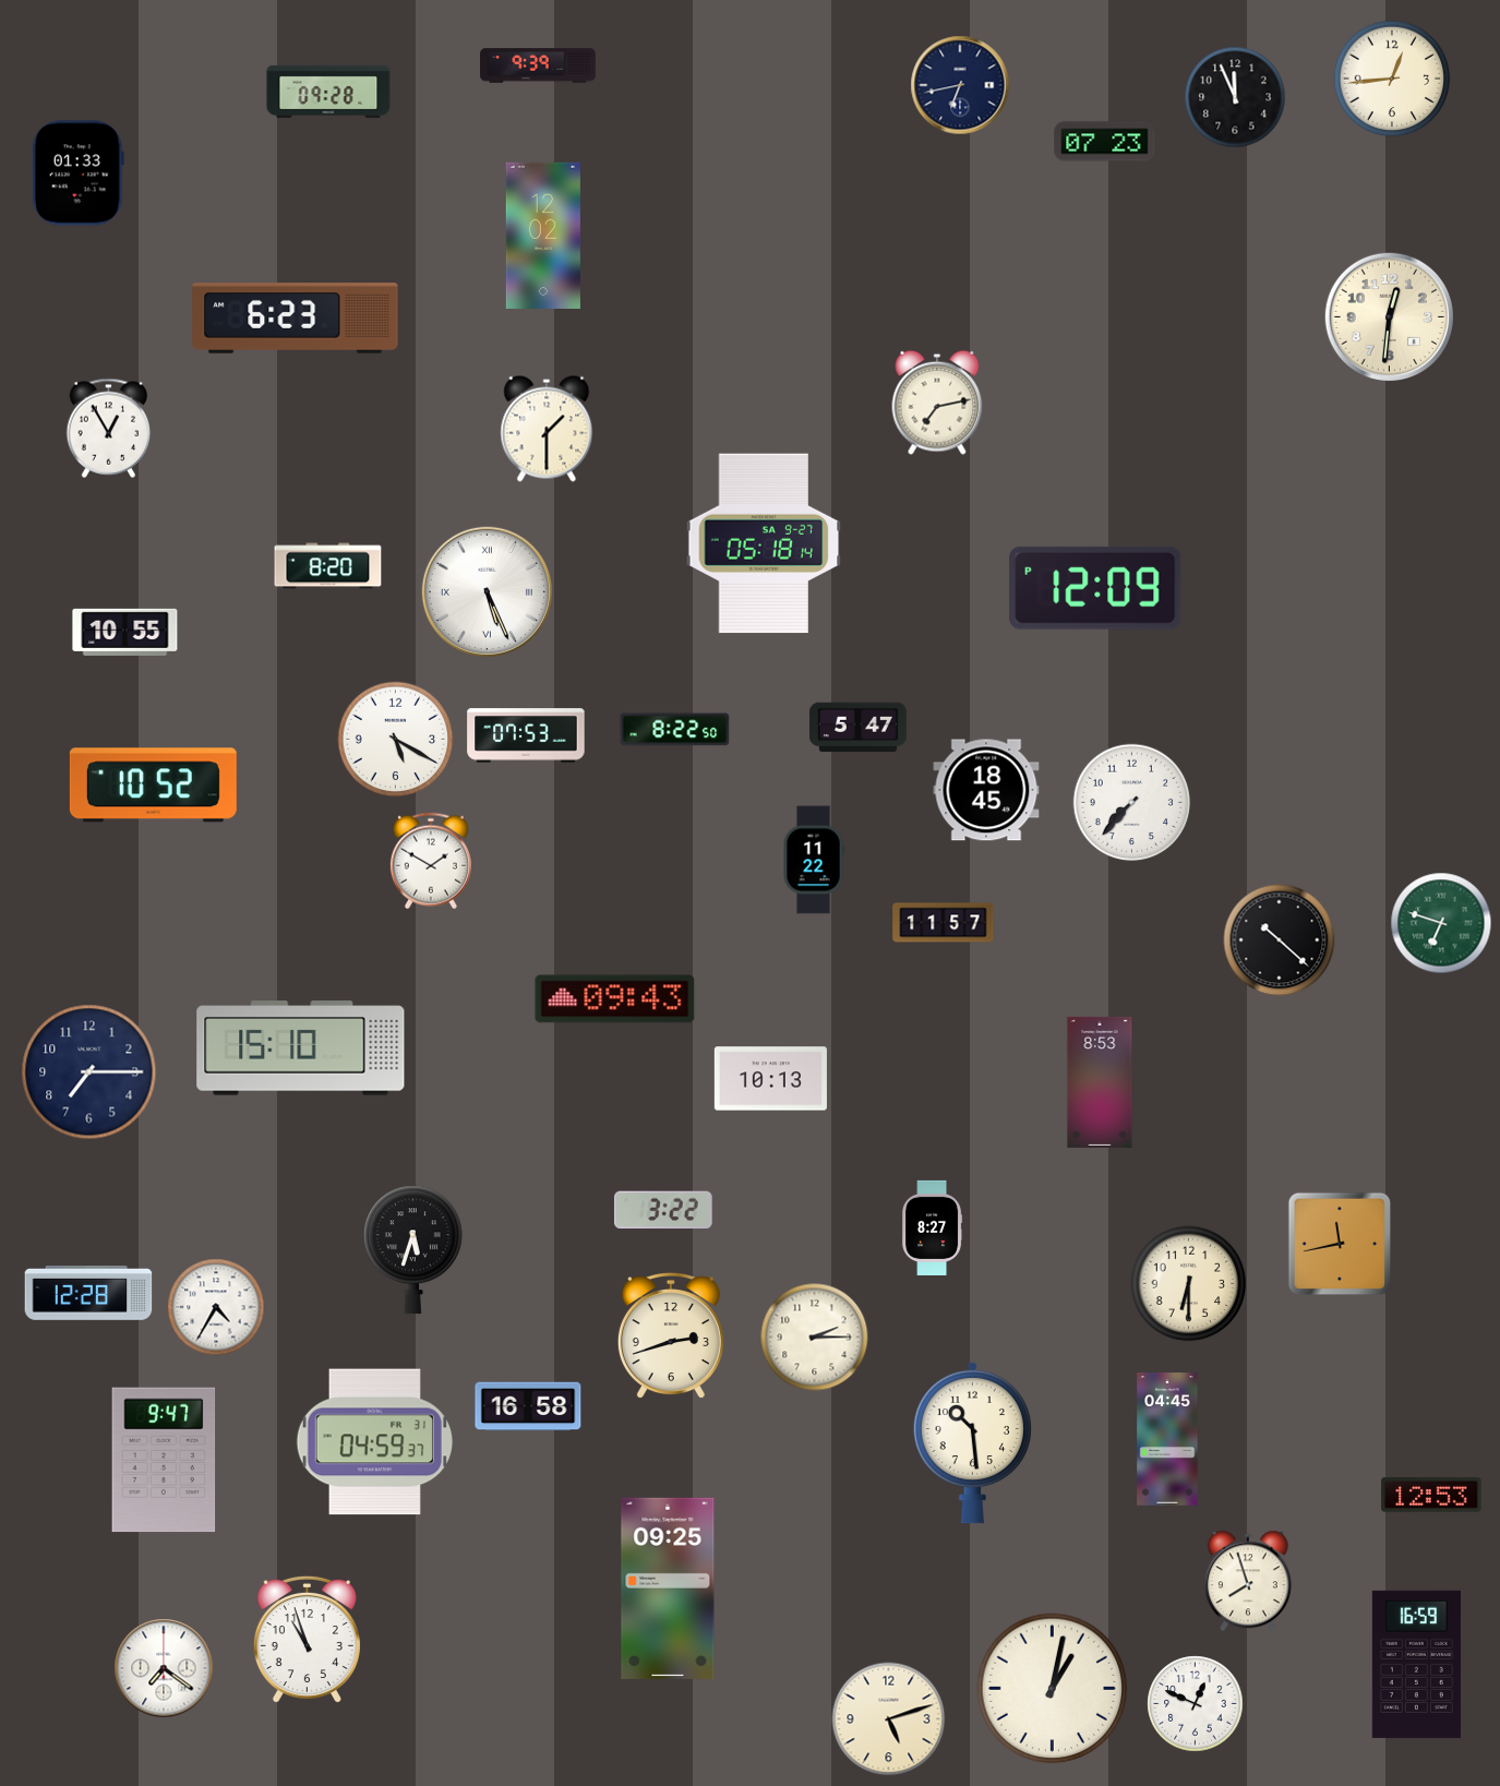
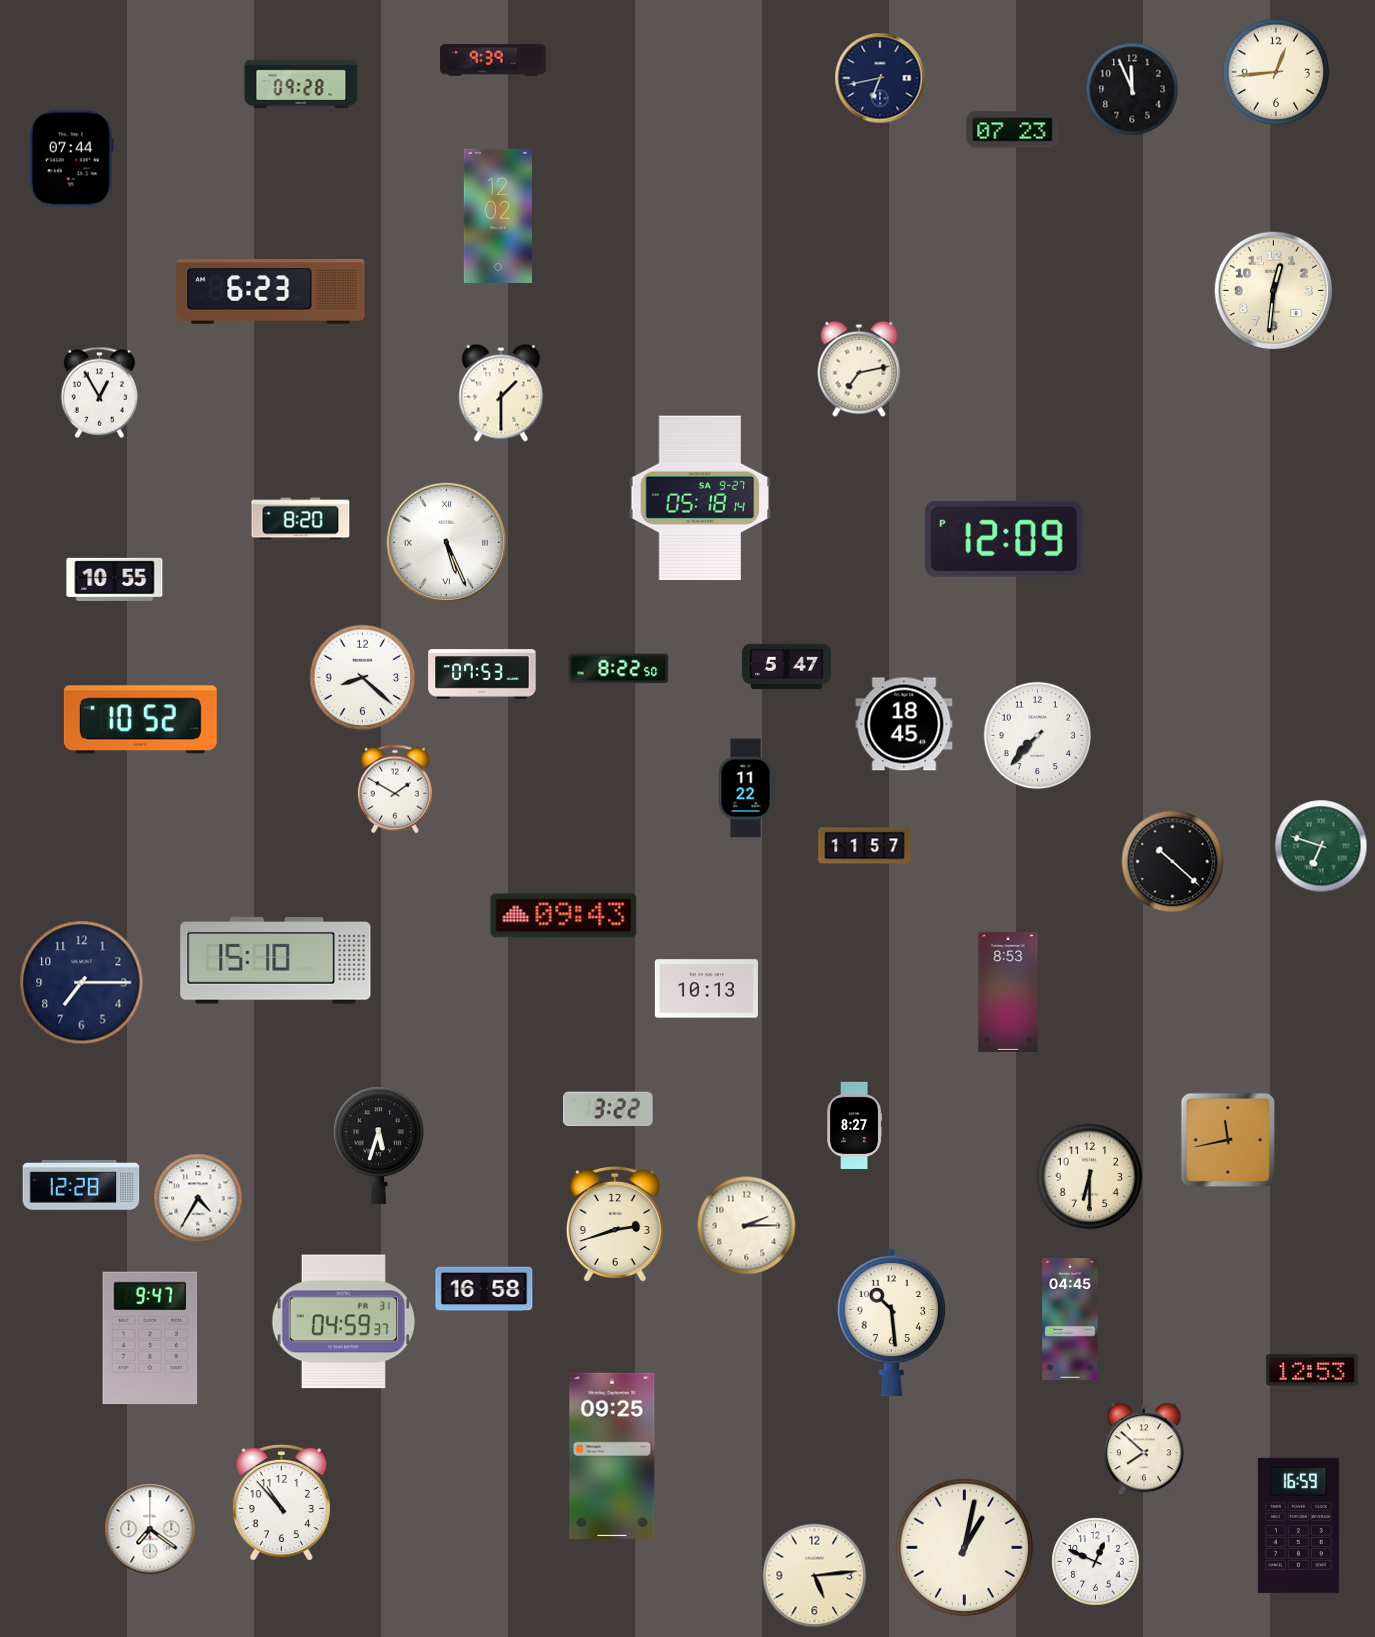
clock at (77, 173): 01:33 -> 07:44
clock at (396, 740): 5:20 -> 8:22
clock at (1248, 1581): 7:57 -> 7:52
clock at (307, 1640): 10:57 -> 10:53
clock at (889, 1719): 5:12 -> 5:14
